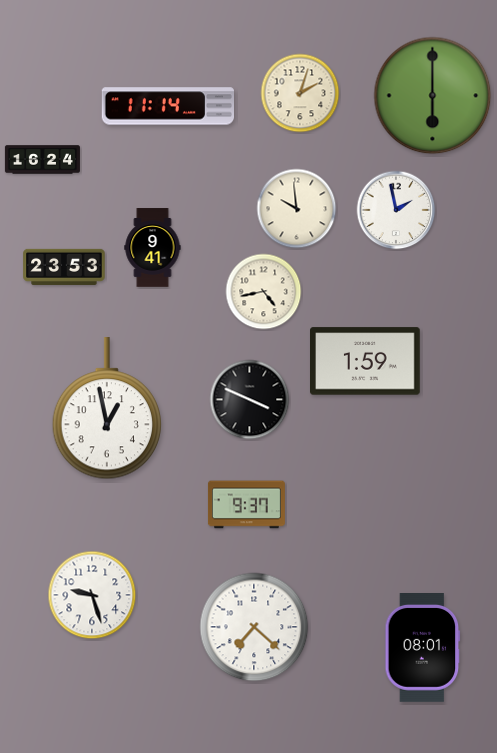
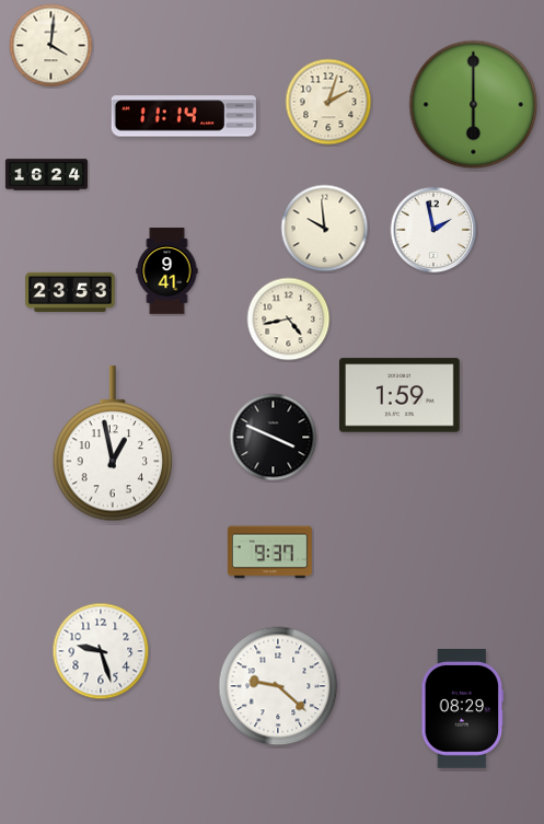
clock at (51, 46): none -> 4:01
clock at (107, 409) position: (107, 409) -> (113, 444)
clock at (254, 627): 7:22 -> 9:22
clock at (423, 648): 08:01 -> 08:29
